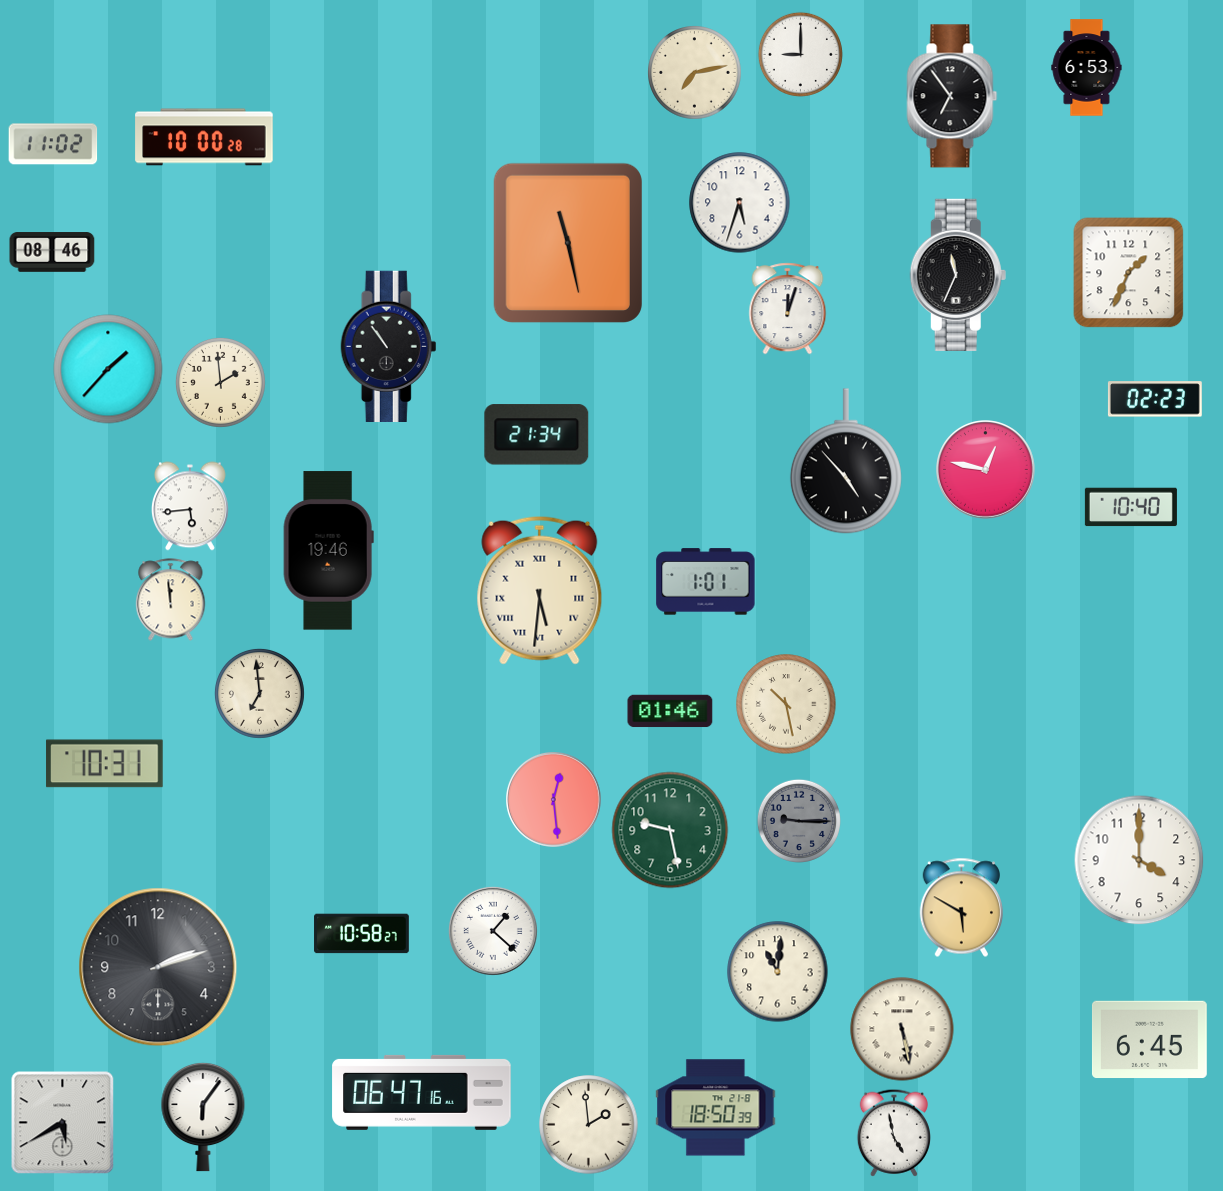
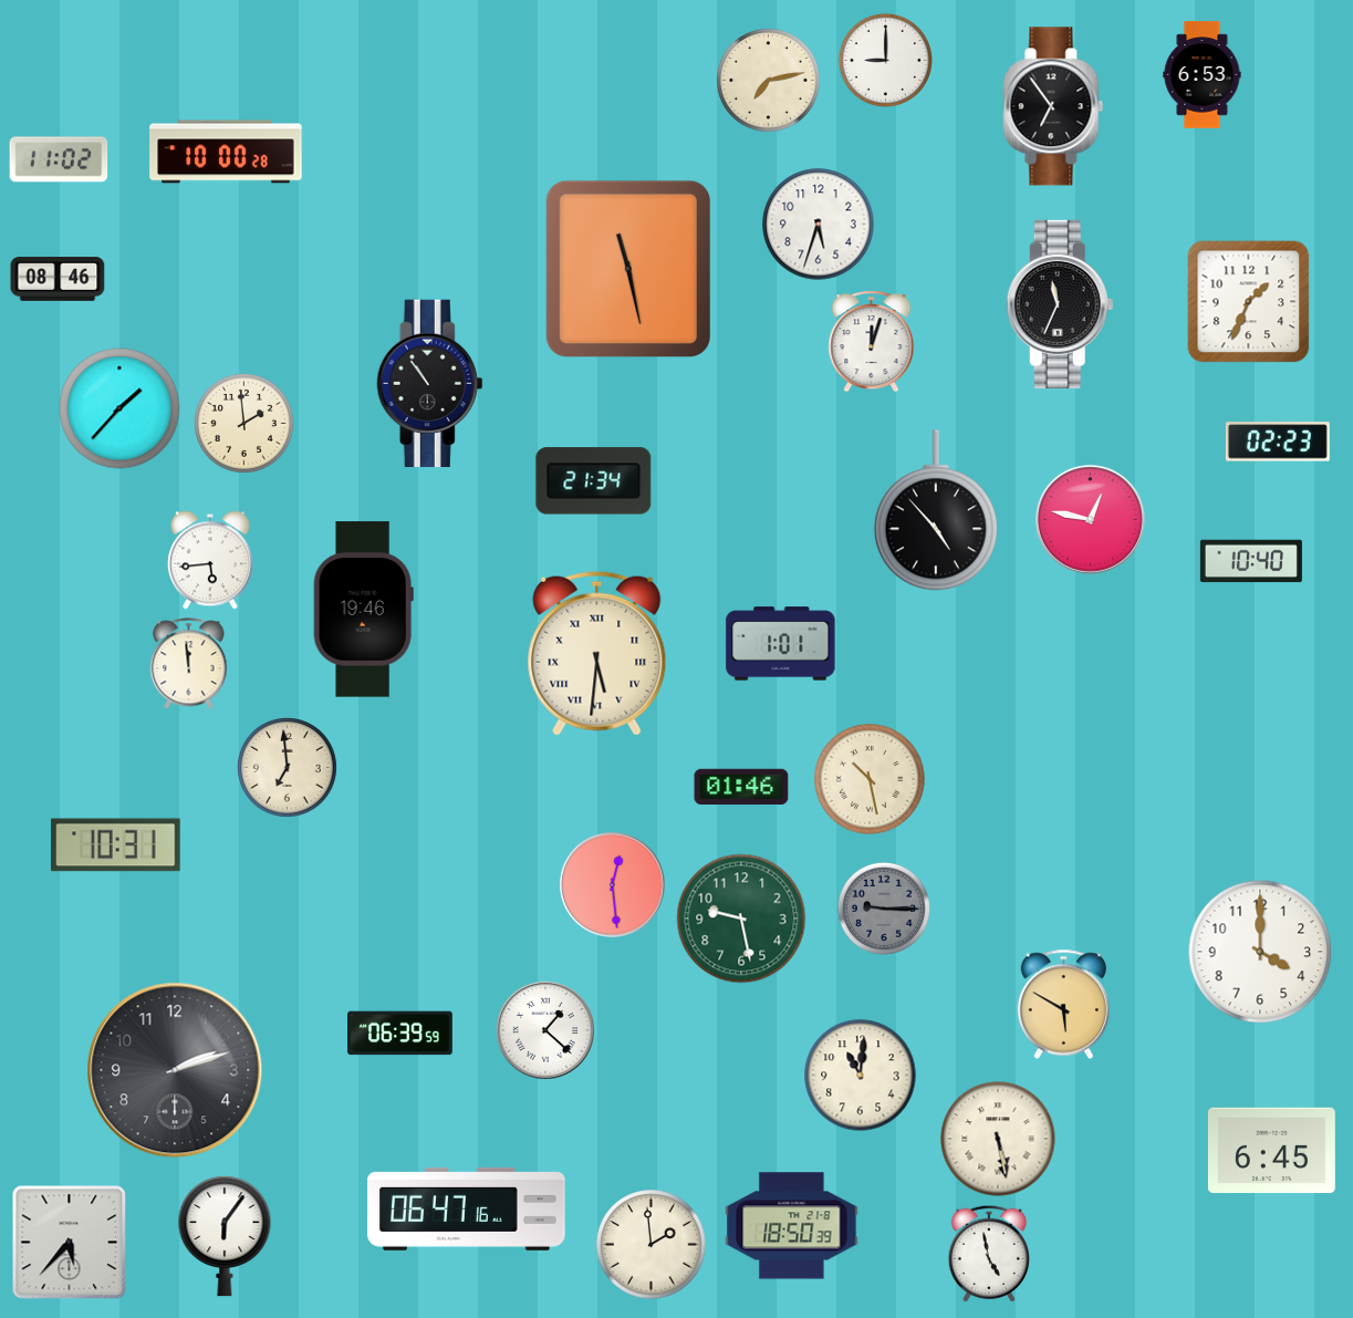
clock at (362, 934): 10:58 -> 06:39
clock at (63, 1123): 5:40 -> 5:37
